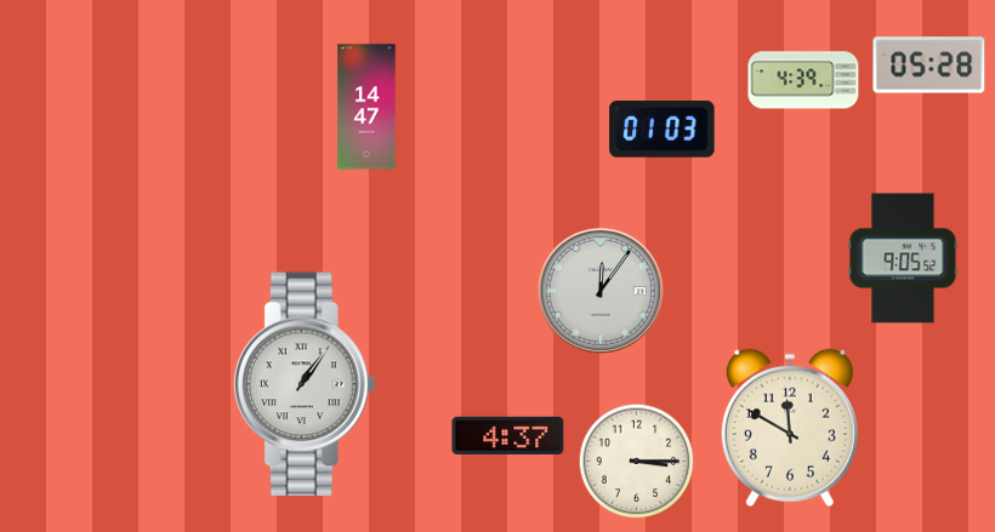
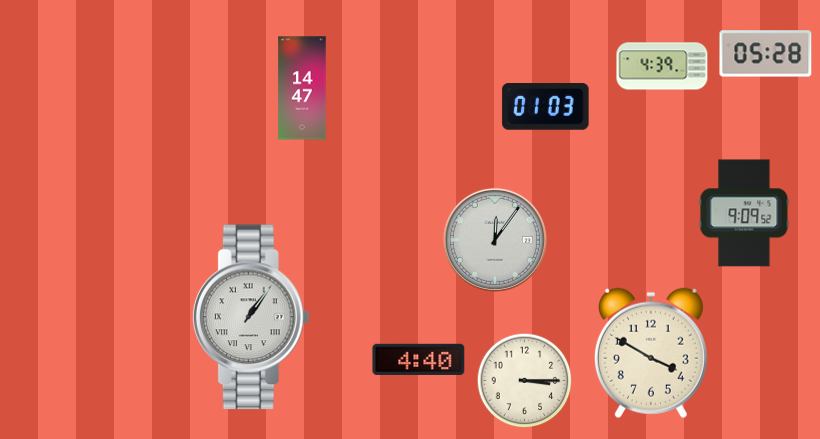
clock at (903, 258): 9:05 -> 9:09
clock at (790, 428): 11:50 -> 3:50
clock at (508, 435): 4:37 -> 4:40
